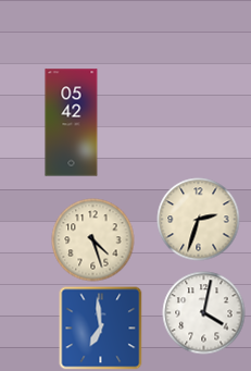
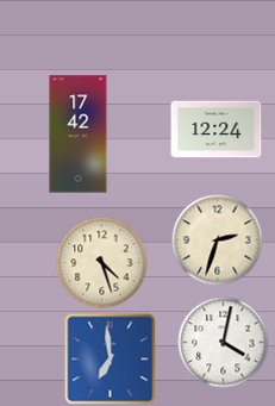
clock at (217, 130): none -> 12:24
clock at (72, 123): 05:42 -> 17:42
